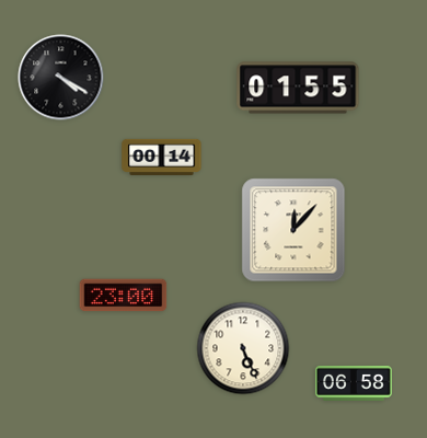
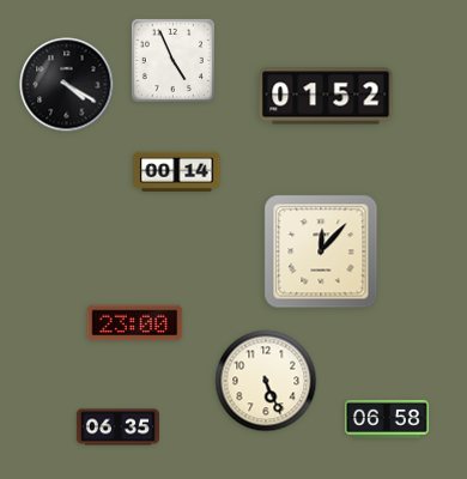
clock at (172, 60): none -> 4:56
clock at (298, 88): 01:55 -> 01:52
clock at (117, 428): none -> 06:35
